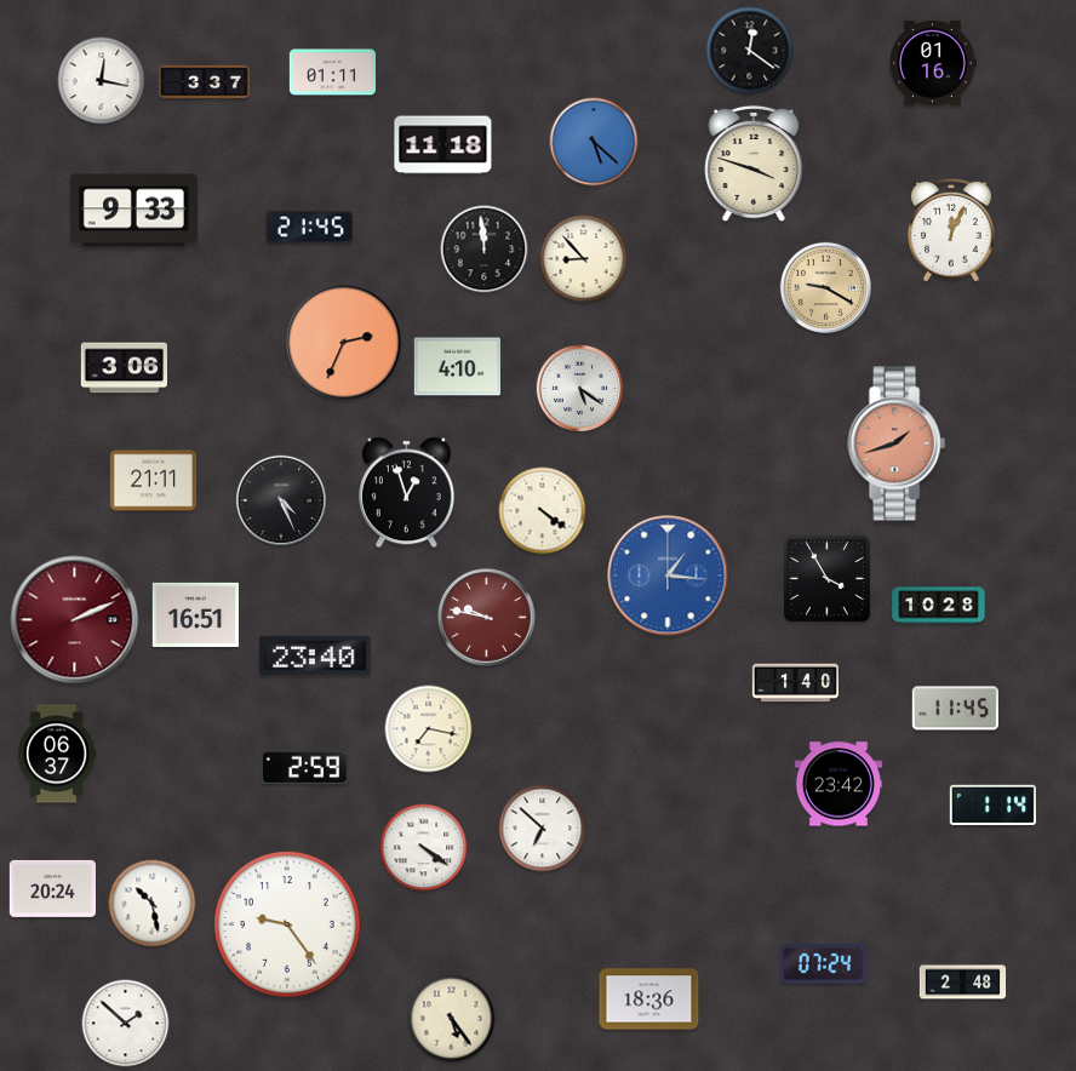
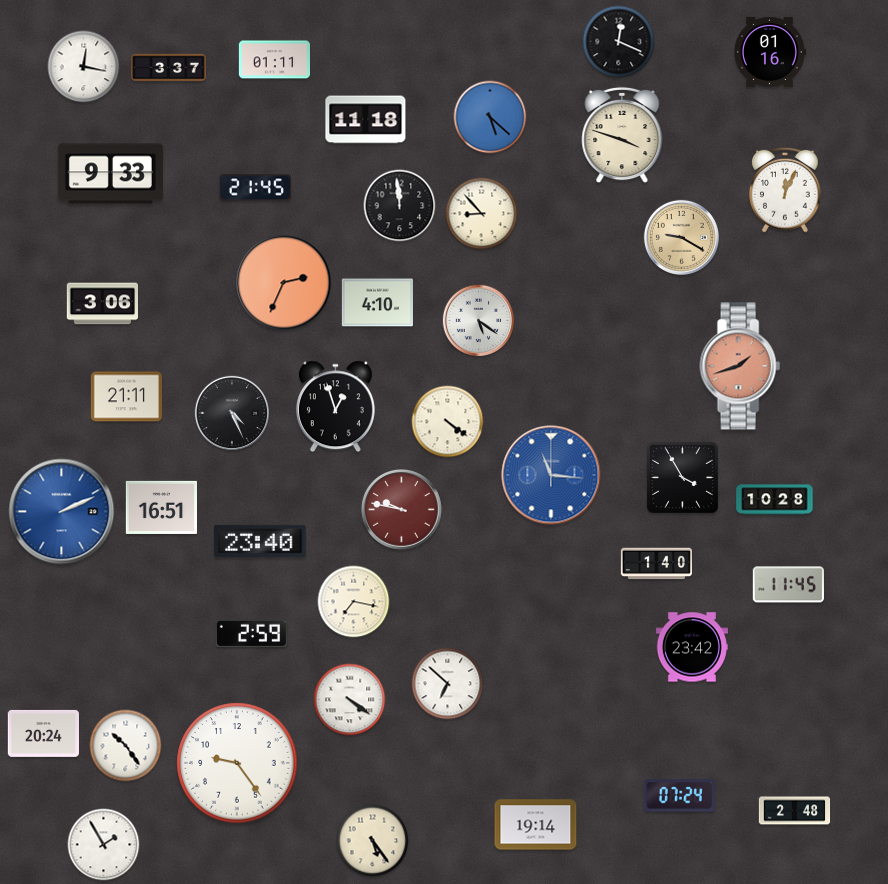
clock at (750, 51): 12:21 -> 12:19
clock at (668, 575): 1:16 -> 11:16
clock at (75, 620) dial: burgundy -> blue
clock at (57, 754): 06:37 -> none
clock at (992, 804): 1:14 -> none
clock at (153, 904): 10:28 -> 10:24
clock at (649, 1000): 18:36 -> 19:14
clock at (126, 1024): 1:52 -> 1:55
